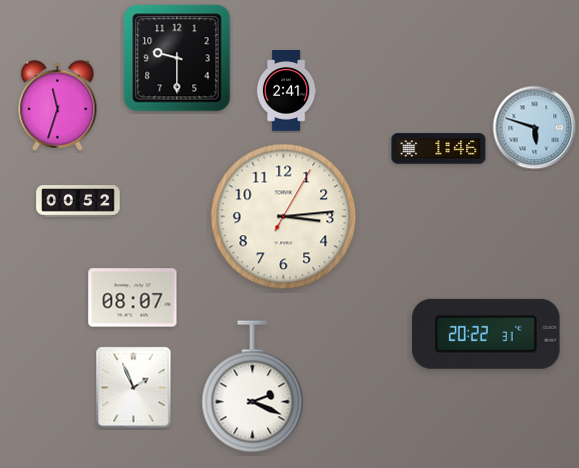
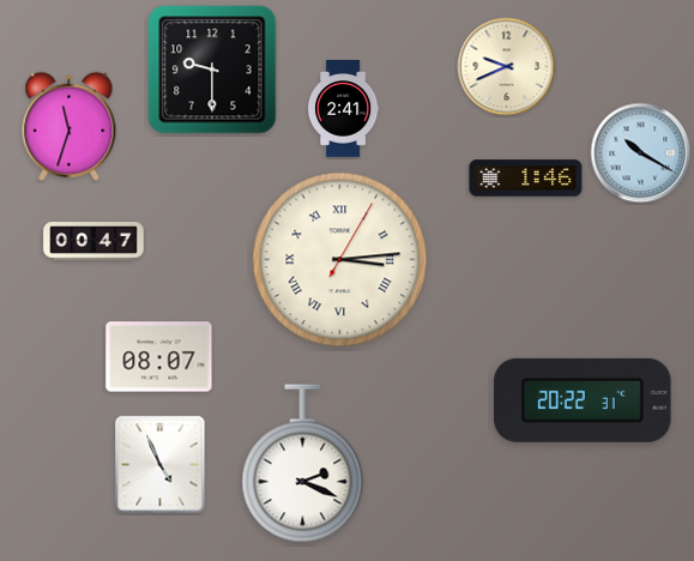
clock at (507, 67): none -> 9:41
clock at (535, 128): 5:48 -> 10:20
clock at (78, 201): 00:52 -> 00:47
clock at (284, 217) numerals: Arabic -> Roman
clock at (134, 388): 1:56 -> 4:56
